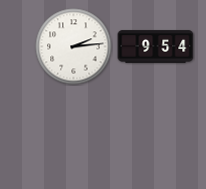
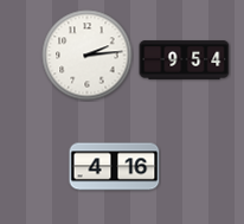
clock at (156, 47) position: (156, 47) -> (185, 60)
clock at (115, 167): none -> 4:16
